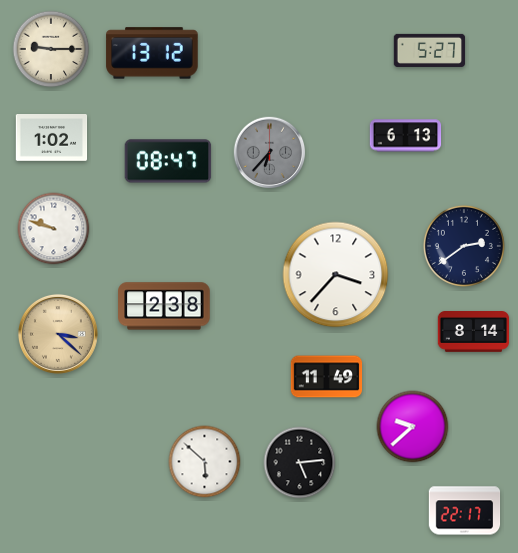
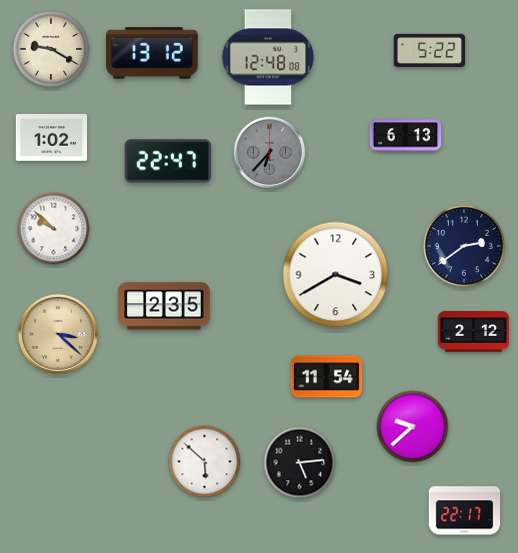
clock at (51, 49): 9:15 -> 9:20
clock at (430, 50): 5:27 -> 5:22
clock at (268, 57): none -> 12:48
clock at (168, 161): 08:47 -> 22:47
clock at (54, 229): 9:48 -> 9:52
clock at (336, 275): 3:37 -> 3:40
clock at (164, 306): 2:38 -> 2:35
clock at (474, 332): 8:14 -> 2:12
clock at (327, 377): 11:49 -> 11:54
